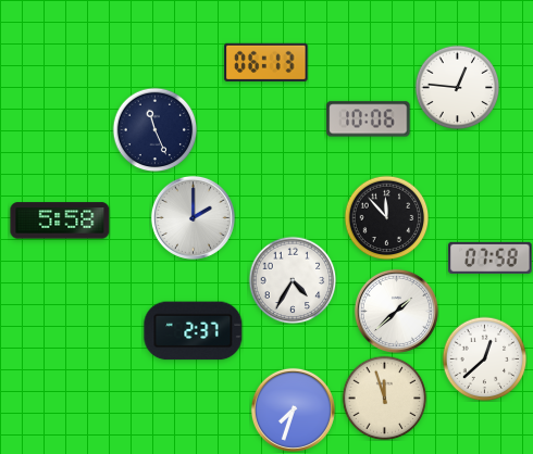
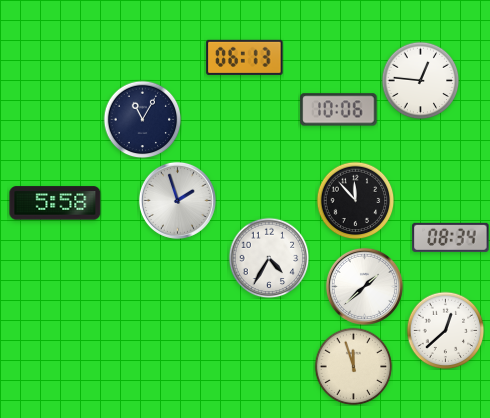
clock at (154, 129): 11:26 -> 11:05
clock at (193, 217): 2:00 -> 1:57
clock at (491, 257): 07:58 -> 08:34
clock at (194, 331): 2:37 -> none
clock at (293, 409): 7:33 -> none
